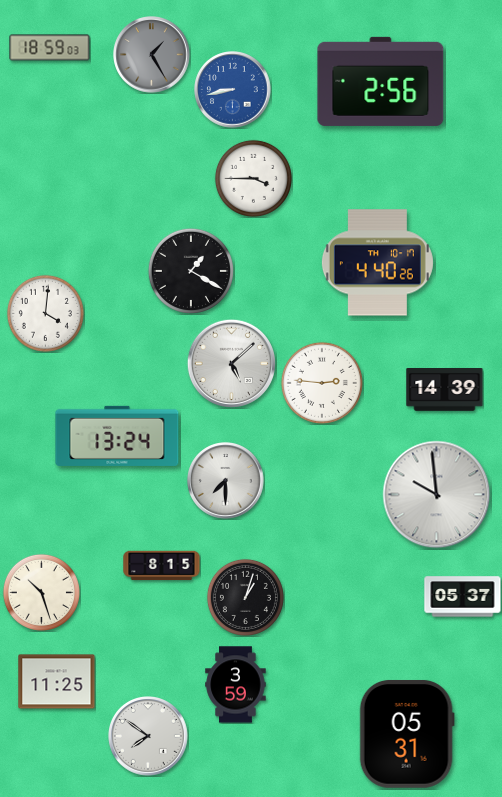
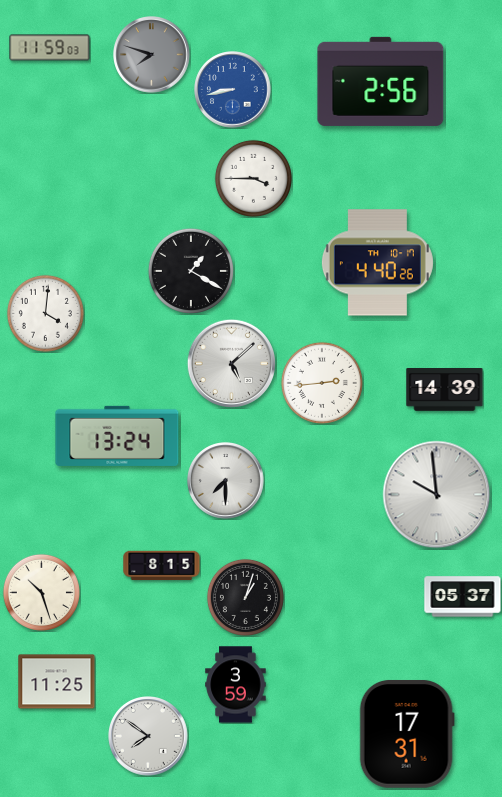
clock at (50, 48): 18:59 -> 11:59
clock at (152, 55): 1:25 -> 7:48
clock at (322, 383): 2:46 -> 2:44
clock at (407, 734): 05:31 -> 17:31
